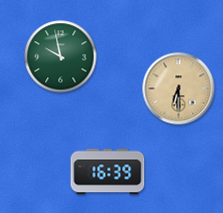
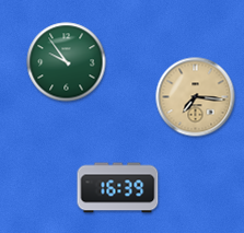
clock at (61, 57): 9:58 -> 9:54
clock at (179, 89): 6:30 -> 7:16
